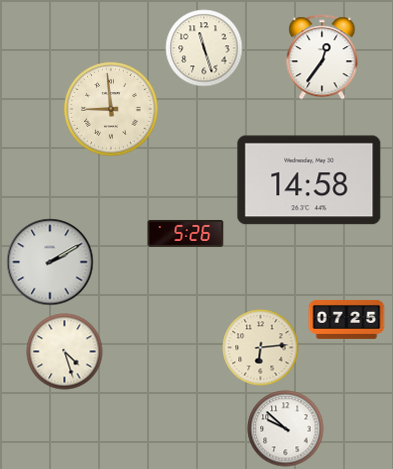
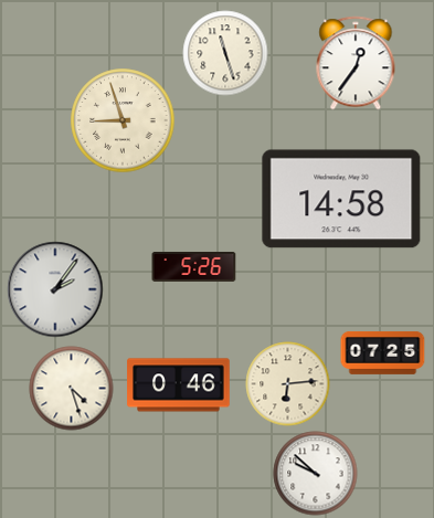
clock at (111, 109): 8:59 -> 8:57
clock at (186, 233) position: (186, 233) -> (194, 266)
clock at (50, 262): 2:10 -> 2:06
clock at (179, 385): none -> 0:46
